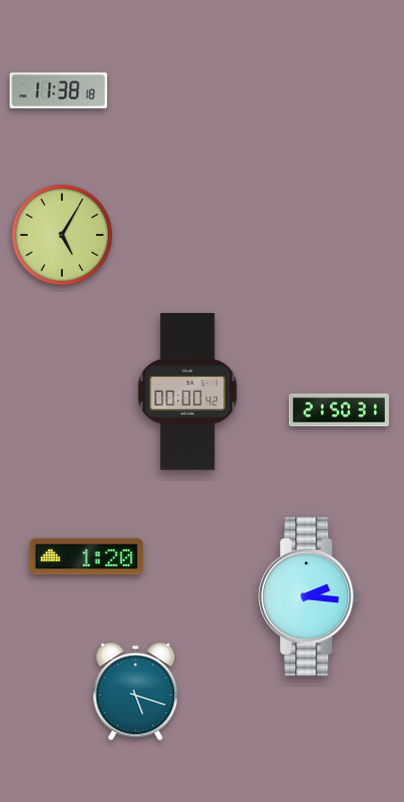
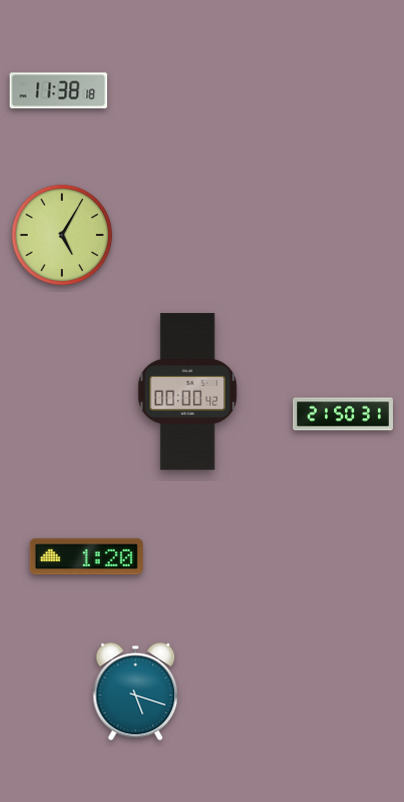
clock at (339, 410) position: (339, 410) -> (343, 414)
clock at (309, 597): 2:16 -> none
